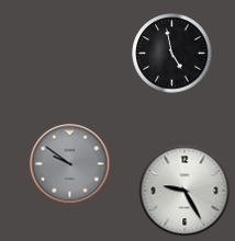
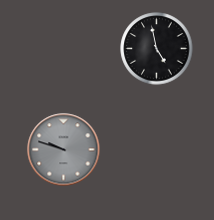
clock at (70, 164): 9:51 -> 9:48
clock at (184, 191): 9:25 -> none
